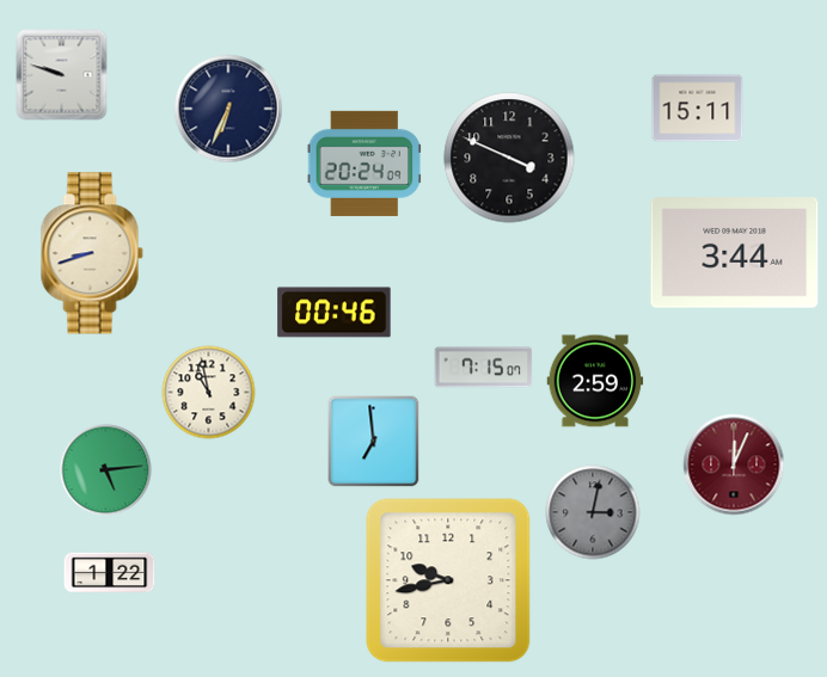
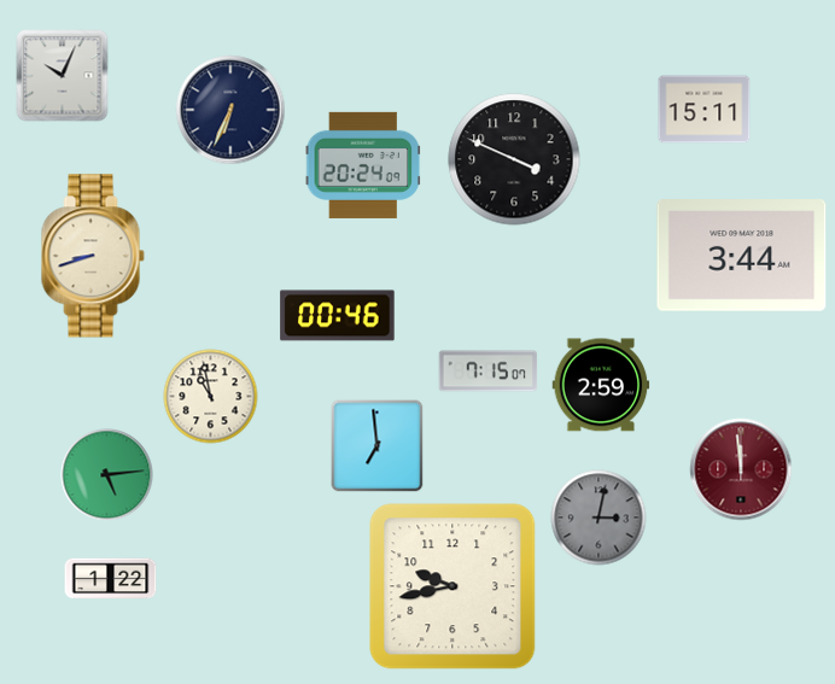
clock at (62, 75): 9:48 -> 10:04
clock at (365, 164) position: (365, 164) -> (363, 165)
clock at (734, 464): 12:04 -> 11:59
